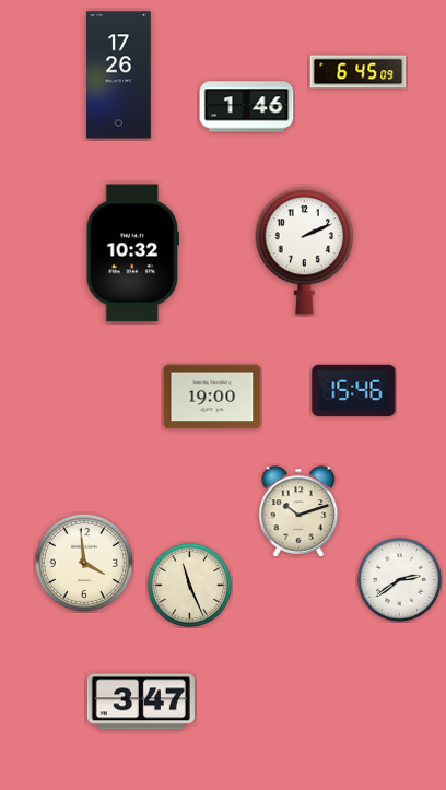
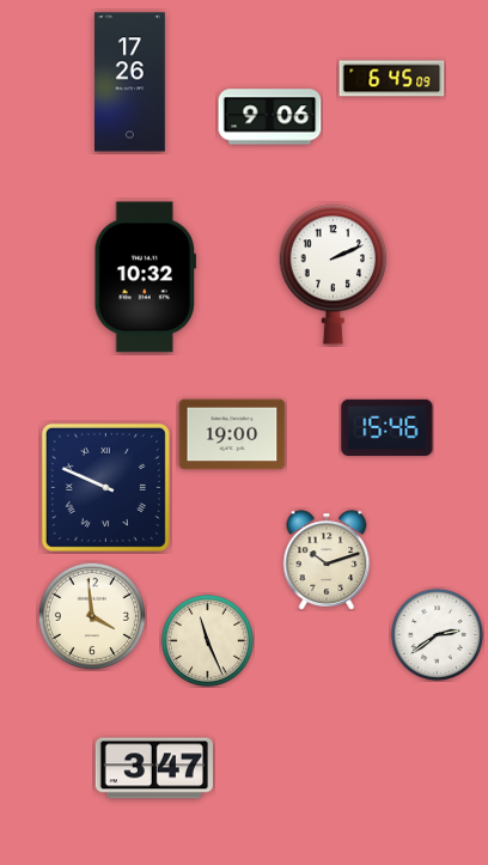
clock at (247, 107): 1:46 -> 9:06
clock at (105, 487): none -> 9:49
